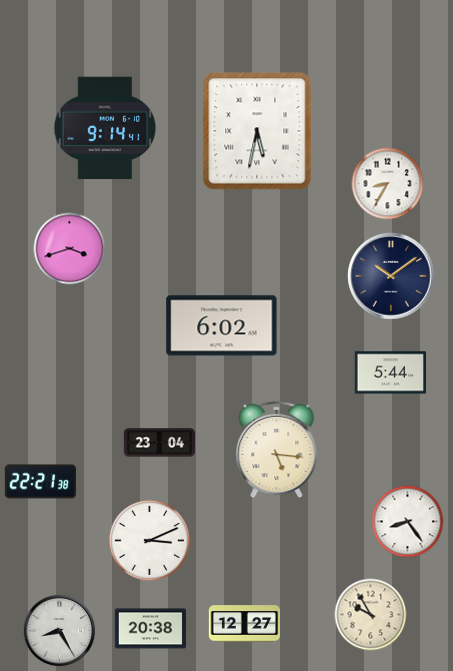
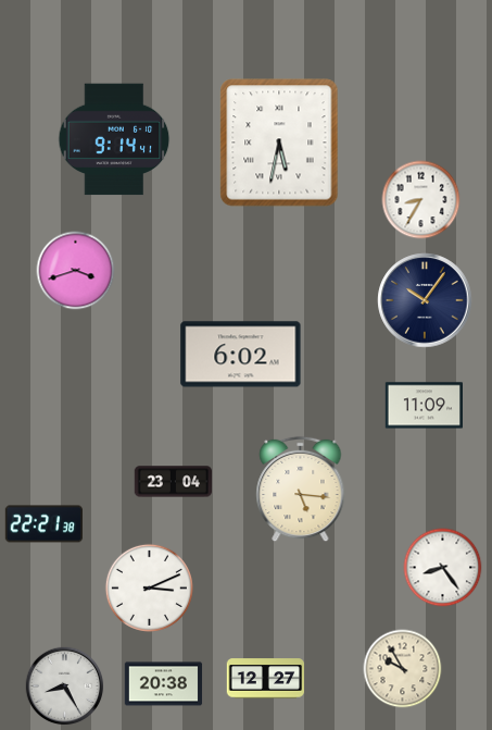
clock at (391, 276): 10:09 -> 10:06
clock at (390, 373): 5:44 -> 11:09
clock at (149, 540) position: (149, 540) -> (149, 587)
